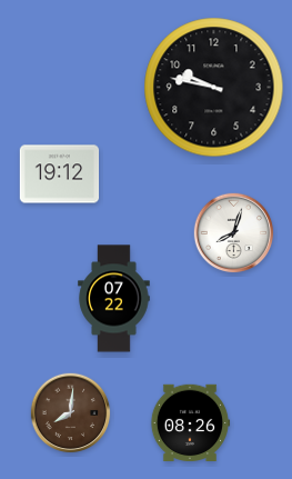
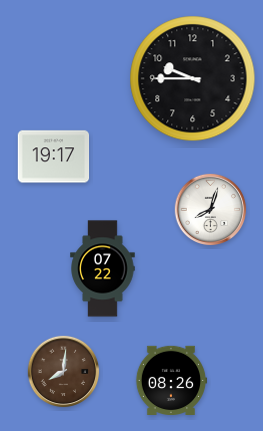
clock at (214, 88): 9:47 -> 9:45
clock at (60, 174): 19:12 -> 19:17
